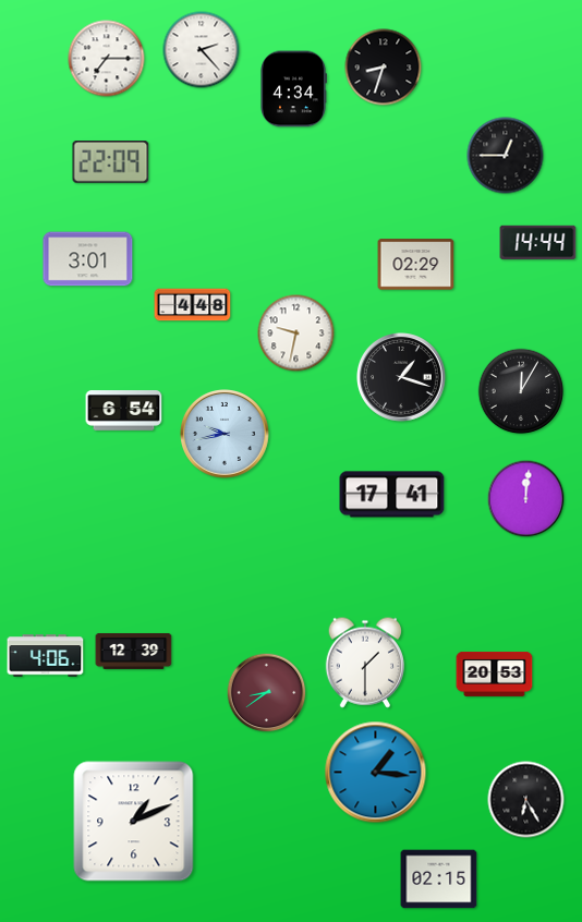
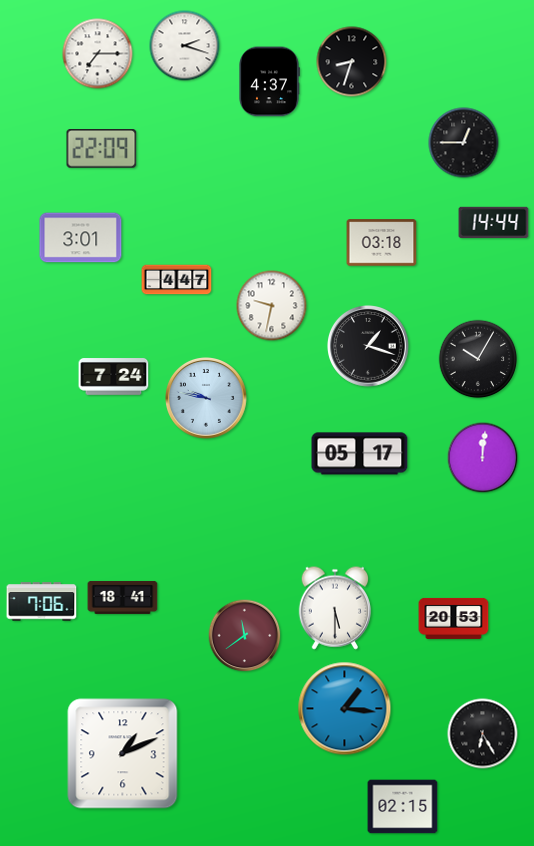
clock at (202, 50): 2:23 -> 2:18
clock at (294, 89): 4:34 -> 4:37
clock at (416, 265): 02:29 -> 03:18
clock at (193, 305): 4:48 -> 4:47
clock at (521, 391): 12:05 -> 10:05
clock at (124, 411): 6:54 -> 7:24
clock at (226, 435): 9:43 -> 9:47
clock at (392, 495): 17:41 -> 05:17
clock at (134, 651): 12:39 -> 18:41
clock at (46, 656): 4:06 -> 7:06
clock at (364, 663): 1:30 -> 5:30
clock at (267, 693): 8:39 -> 11:39
